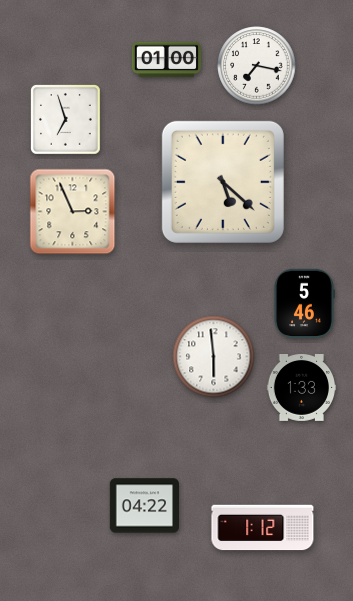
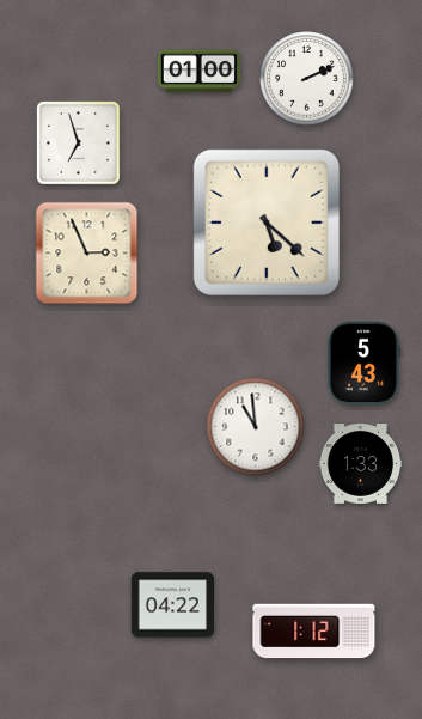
clock at (257, 66): 7:17 -> 2:11
clock at (223, 182) position: (223, 182) -> (267, 223)
clock at (304, 303): 5:46 -> 5:43
clock at (214, 357): 5:59 -> 10:59
